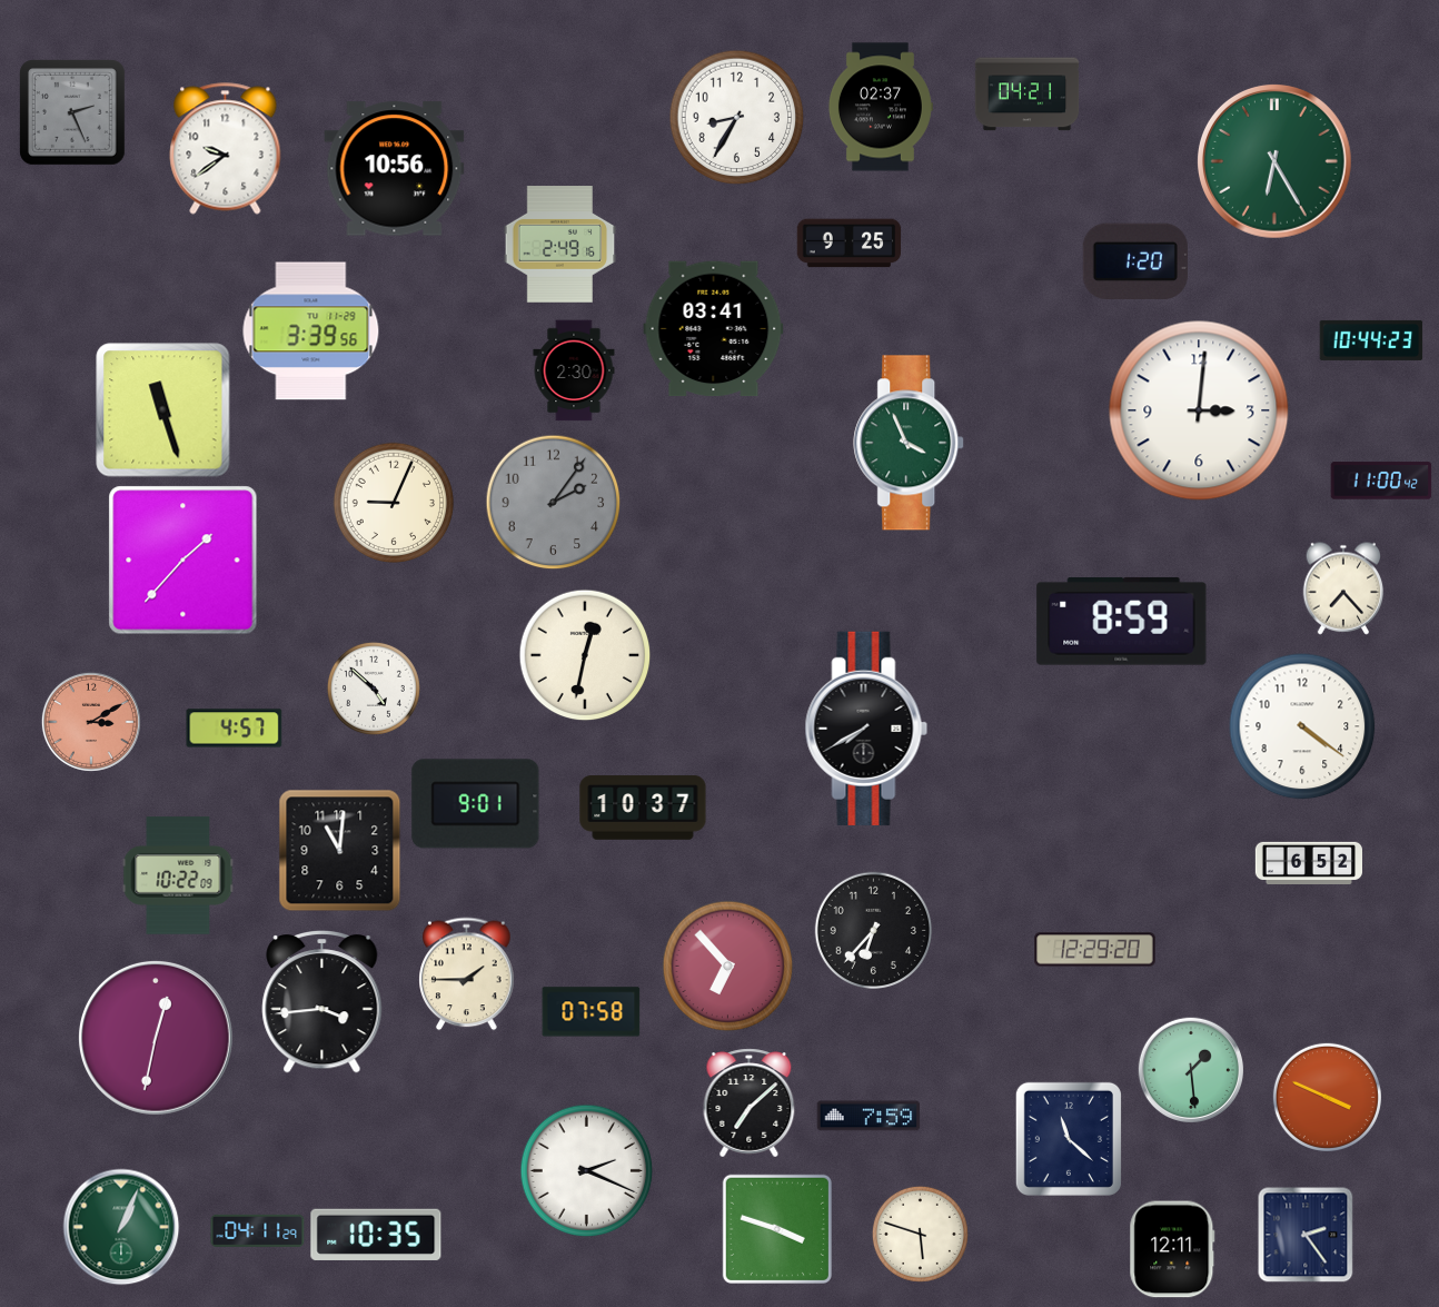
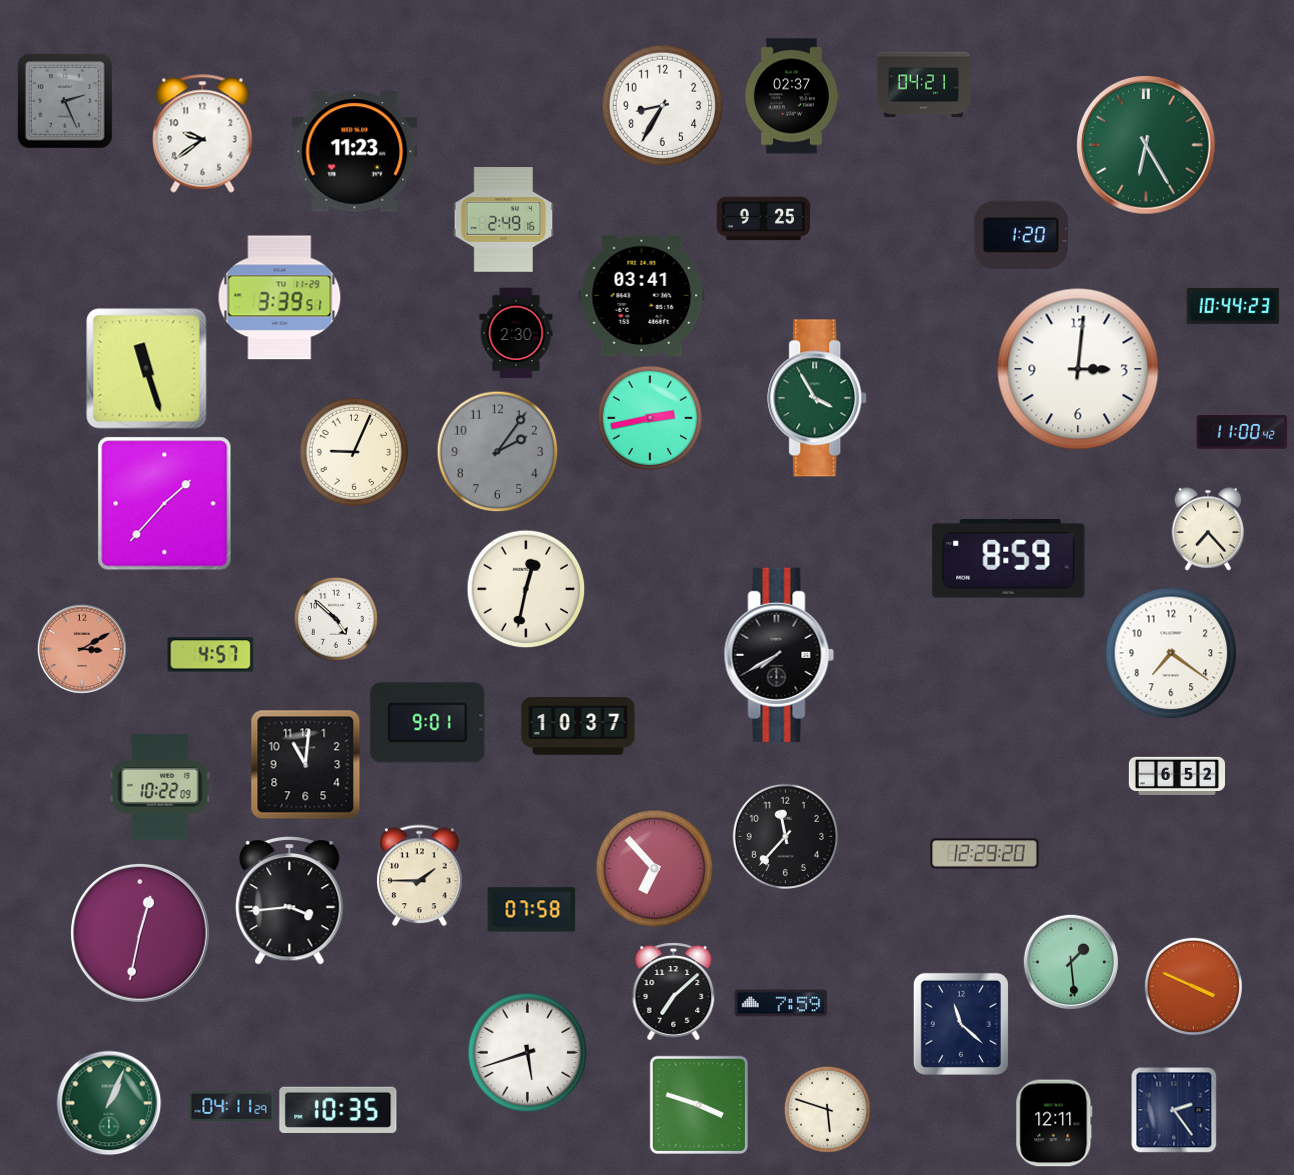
clock at (395, 169): 10:56 -> 11:23
clock at (311, 331): 3:39:56 -> 3:39:51
clock at (910, 443): 3:56 -> 3:55
clock at (649, 417): none -> 2:43
clock at (1302, 726): 4:21 -> 7:21
clock at (873, 930): 6:37 -> 11:37
clock at (587, 1171): 2:19 -> 5:42
